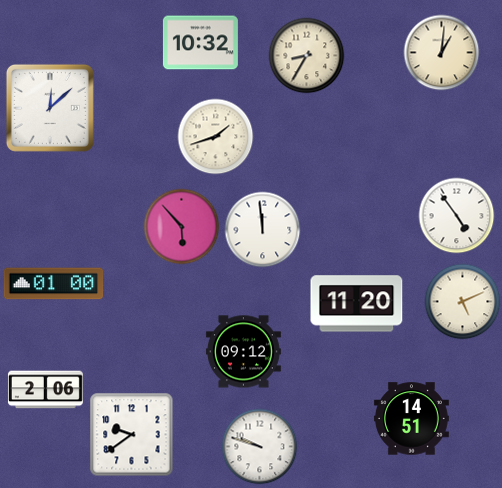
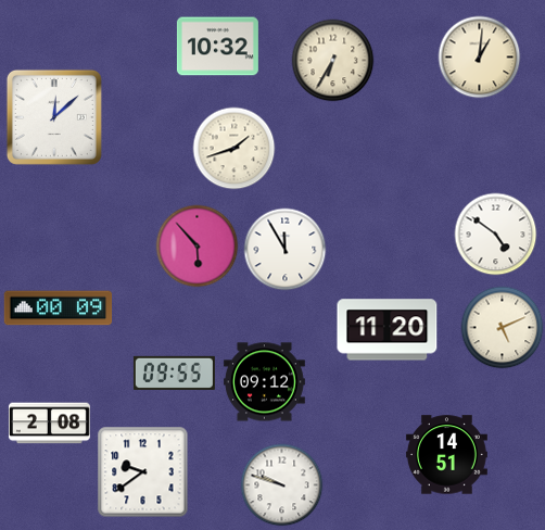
clock at (307, 56): 8:35 -> 6:35
clock at (457, 216): 4:54 -> 4:51
clock at (263, 230): 11:59 -> 11:55
clock at (54, 284): 01:00 -> 00:09
clock at (174, 373): none -> 09:55
clock at (45, 390): 2:06 -> 2:08
